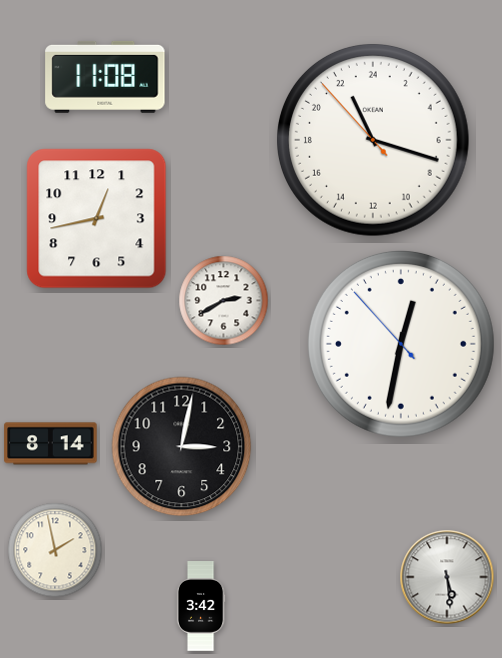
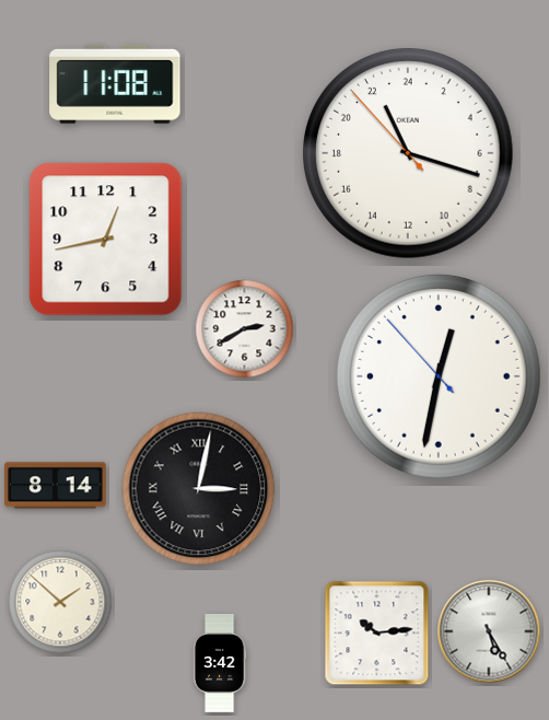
clock at (182, 447) numerals: Arabic -> Roman
clock at (55, 550): 1:58 -> 1:52
clock at (447, 577): 5:29 -> 5:25
clock at (377, 634): none -> 10:14
